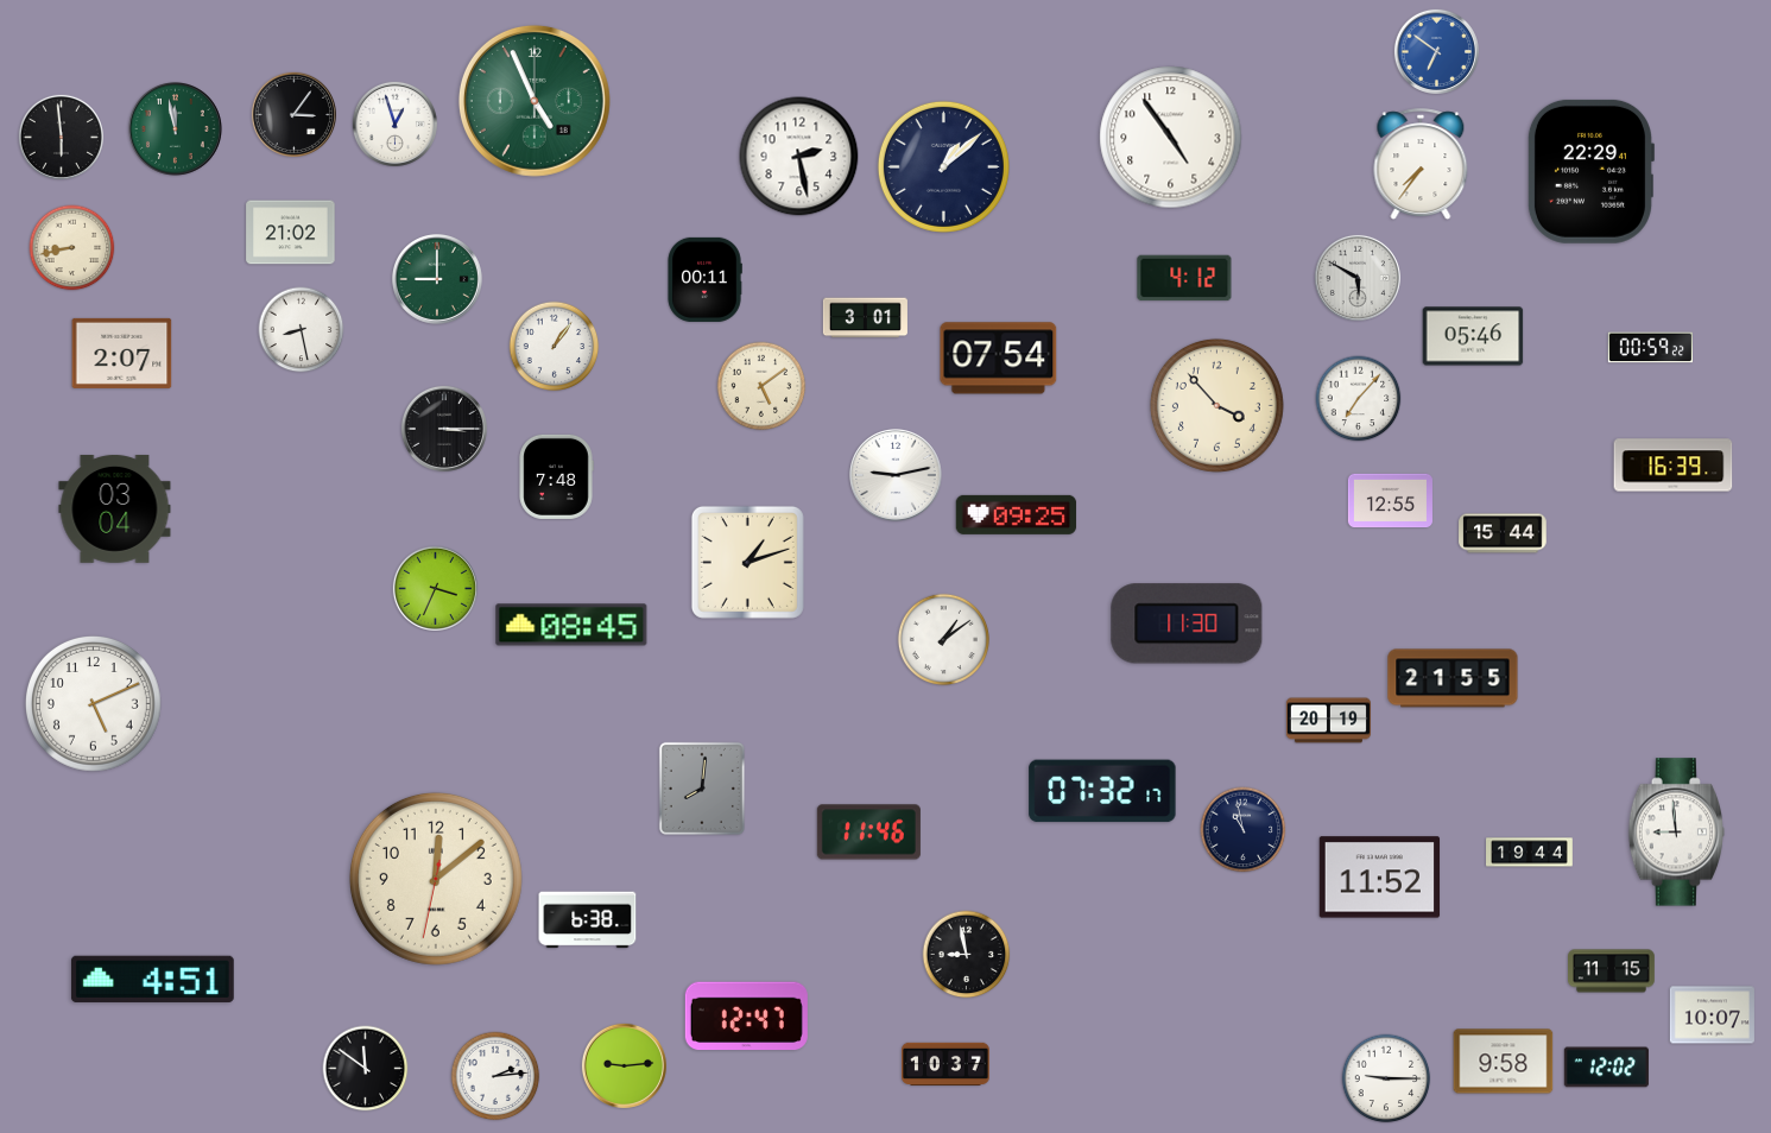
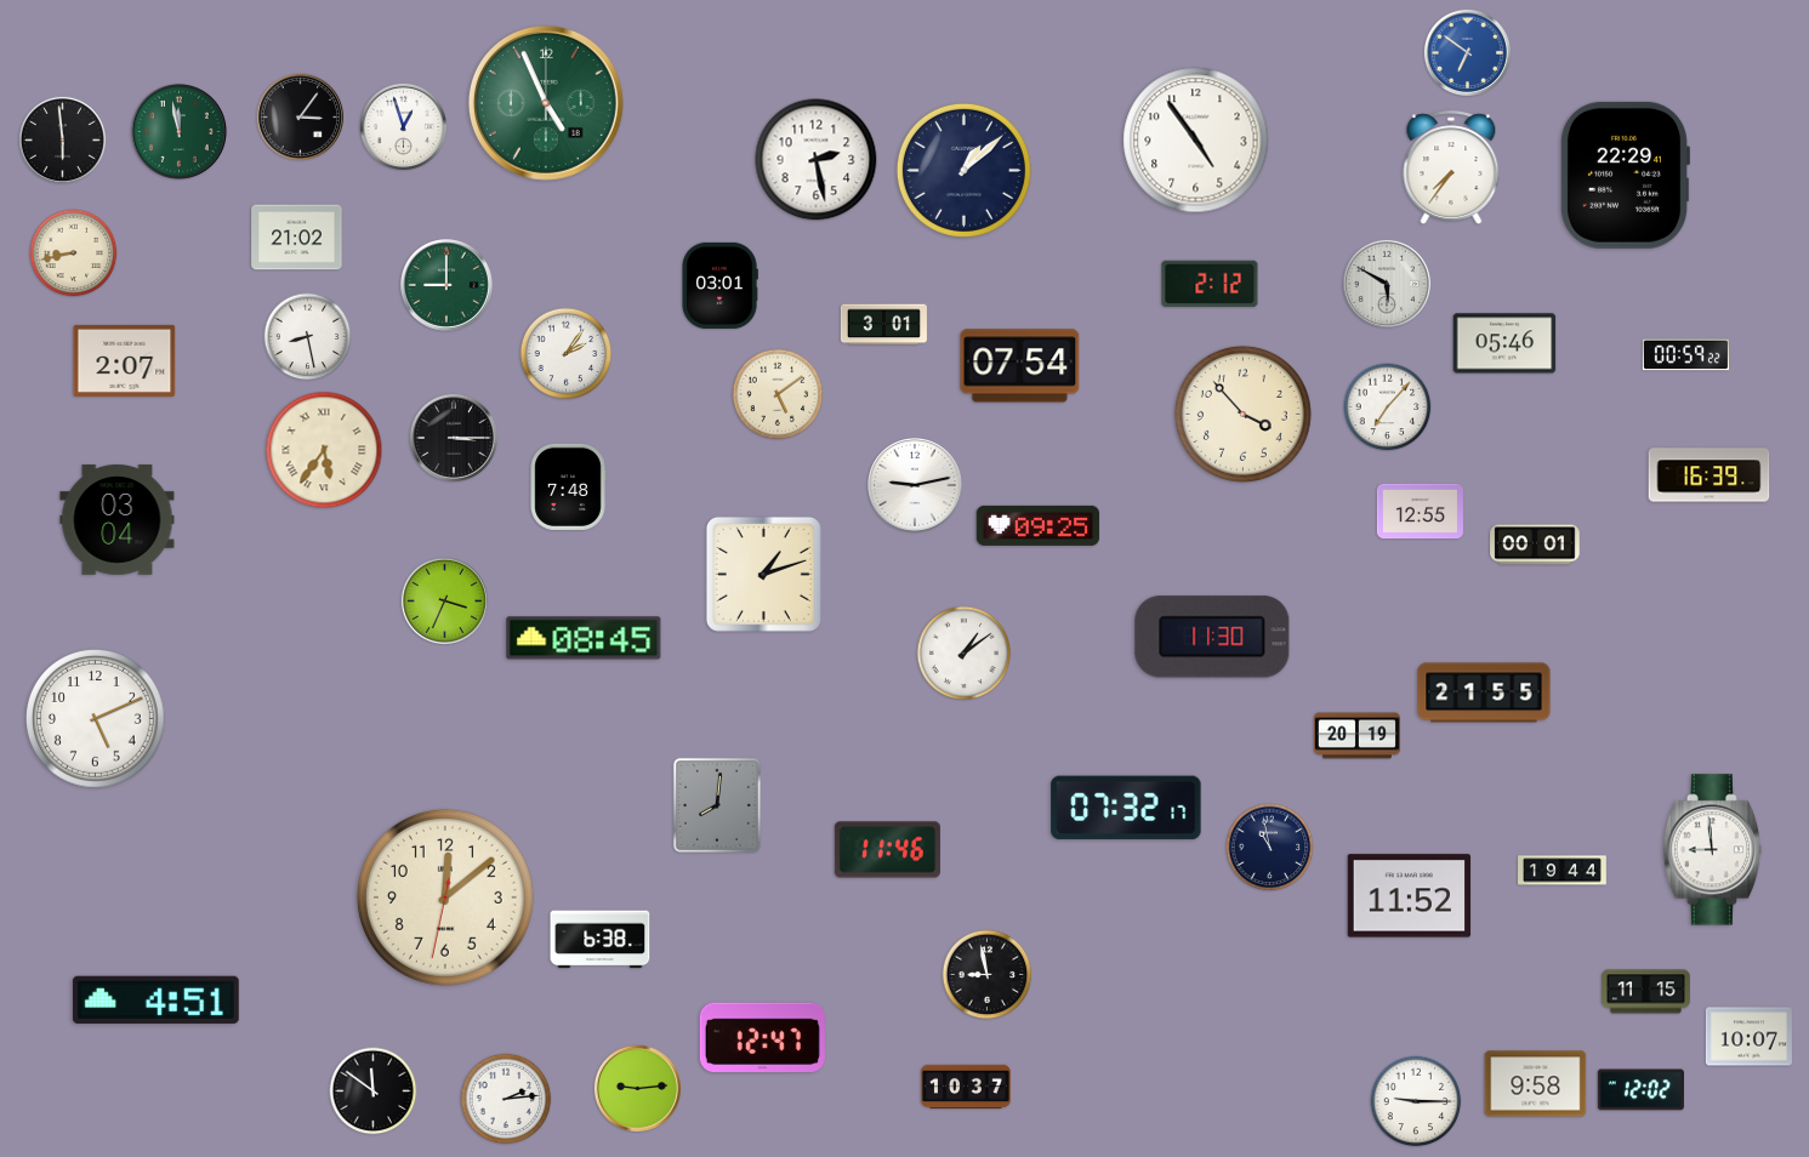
clock at (1184, 278): 4:12 -> 2:12
clock at (704, 279): 00:11 -> 03:01
clock at (555, 347): 1:06 -> 2:06
clock at (324, 450): none -> 5:36
clock at (1503, 533): 15:44 -> 00:01
